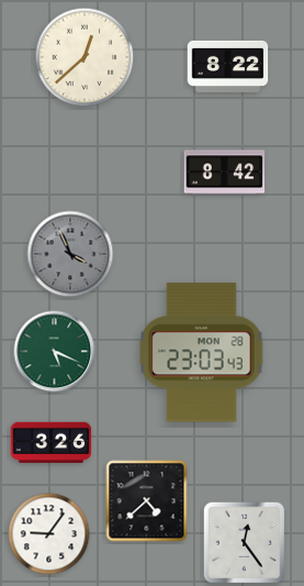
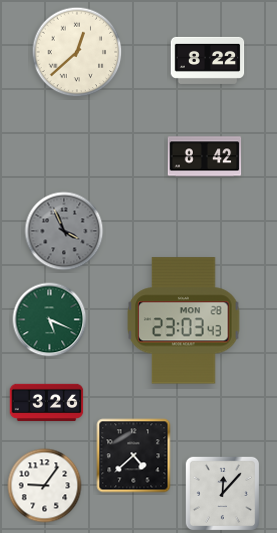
clock at (245, 543): 12:24 -> 12:07
